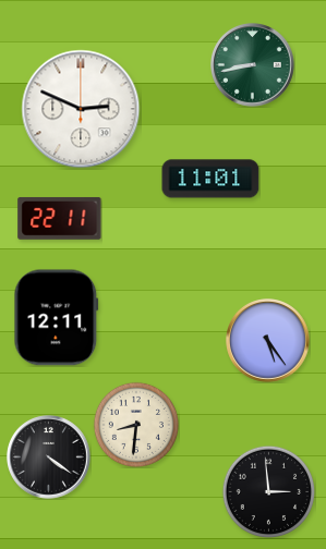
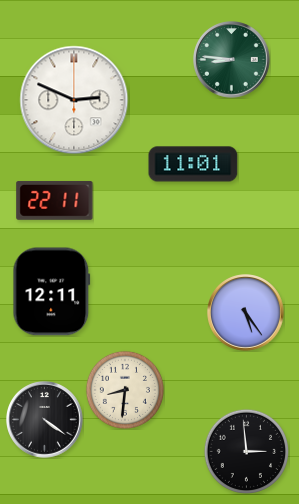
clock at (253, 65): 8:43 -> 8:46
